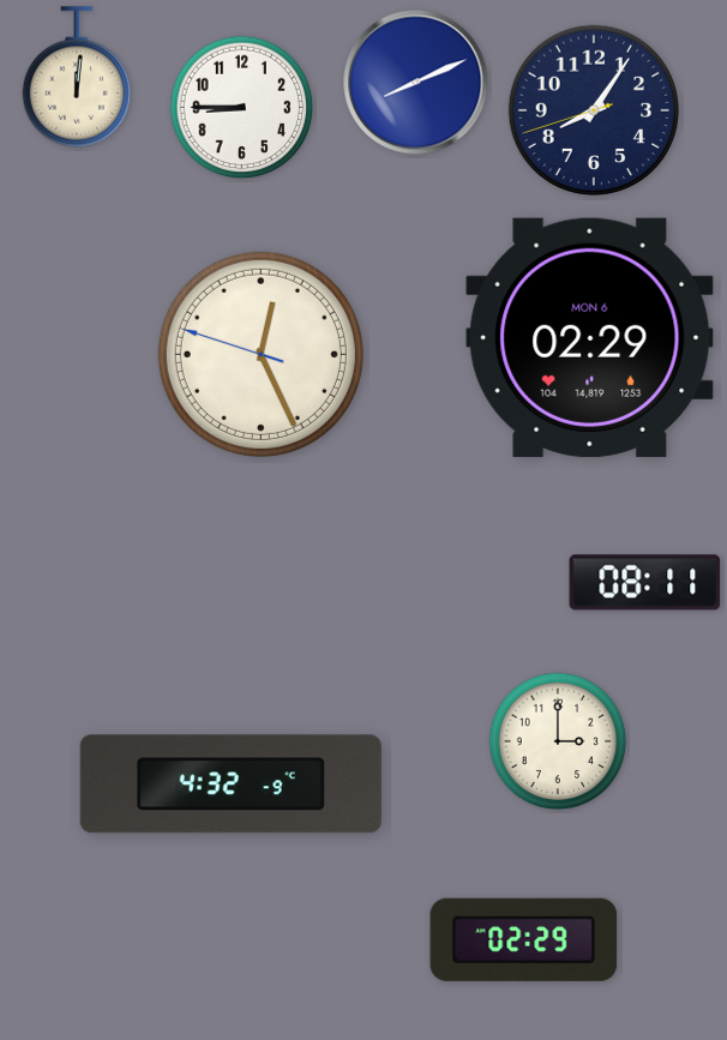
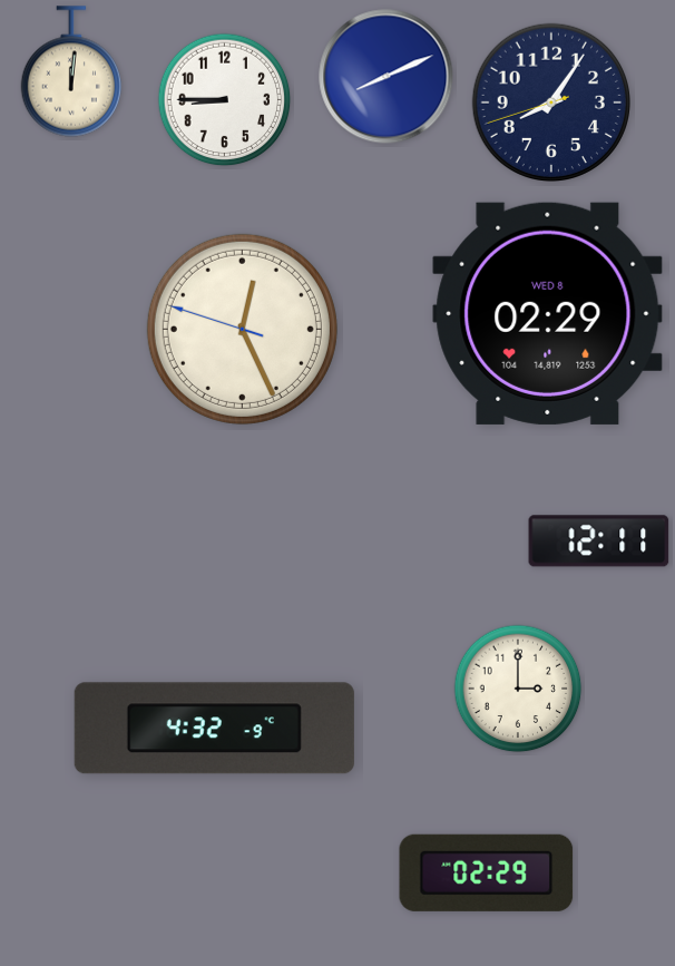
clock at (590, 337) date: MON 6 -> WED 8
clock at (645, 583): 08:11 -> 12:11
